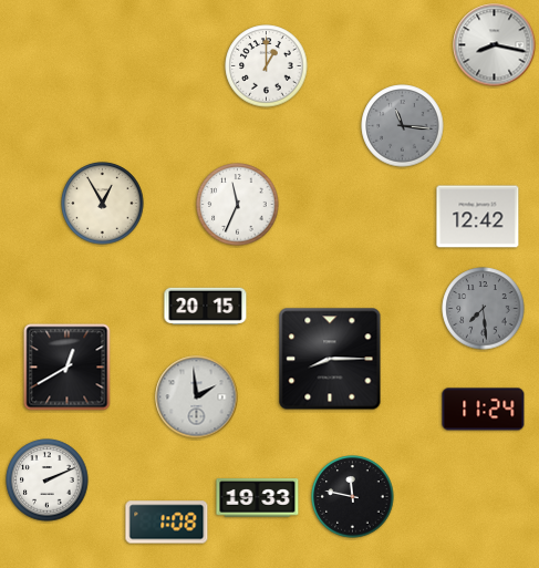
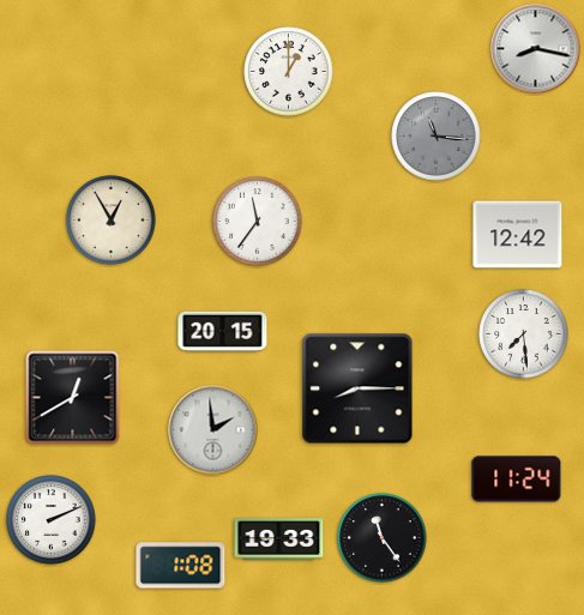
clock at (238, 205): 11:34 -> 11:36
clock at (484, 309) dial: grey -> white
clock at (484, 410) position: (484, 410) -> (517, 480)
clock at (353, 497): 11:47 -> 11:24
